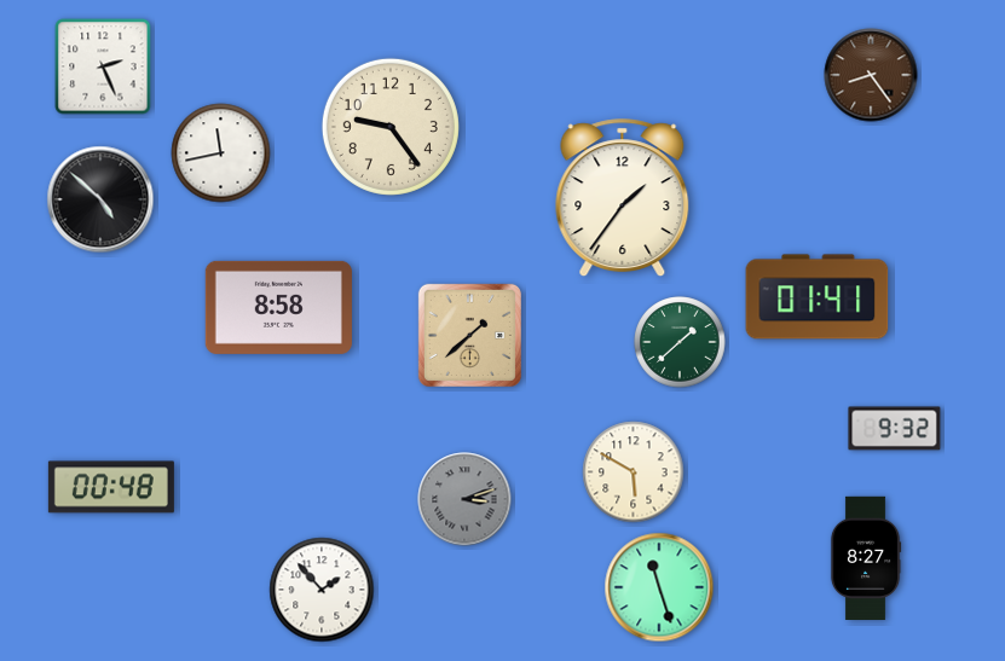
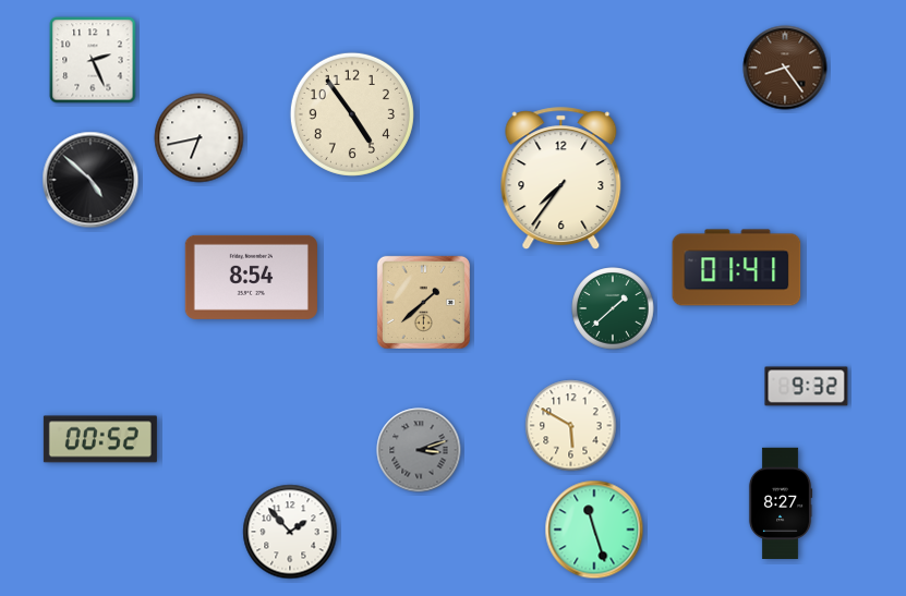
clock at (391, 127): 9:24 -> 4:54
clock at (221, 153): 11:43 -> 6:43
clock at (623, 198): 1:36 -> 7:36
clock at (278, 307): 8:58 -> 8:54
clock at (111, 487): 00:48 -> 00:52
